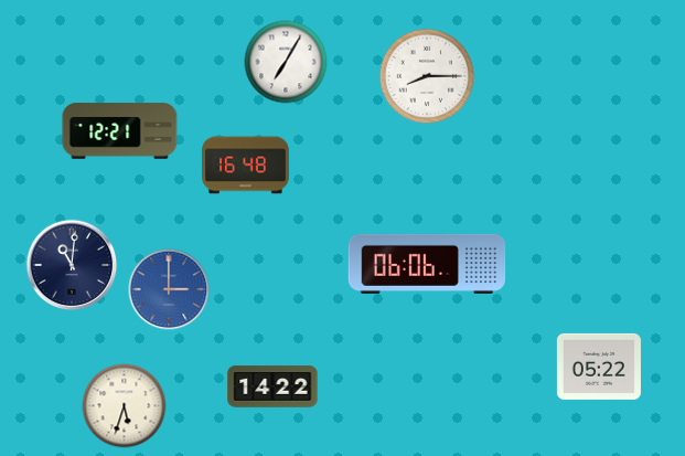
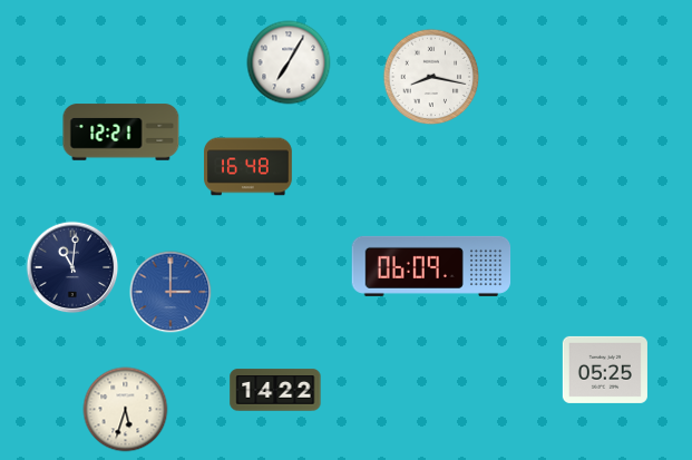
clock at (427, 76): 8:15 -> 8:17
clock at (427, 264): 06:06 -> 06:09
clock at (599, 367): 05:22 -> 05:25
